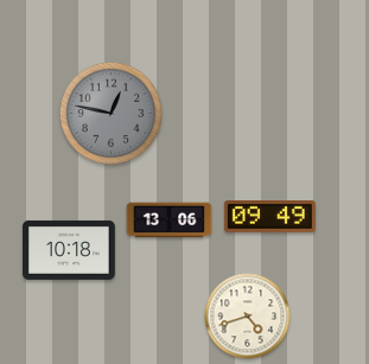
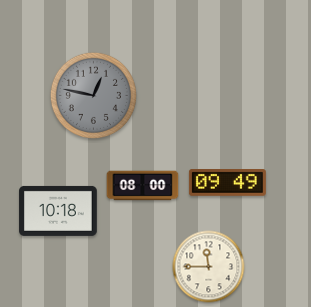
clock at (170, 221): 13:06 -> 08:00
clock at (248, 317): 4:42 -> 11:45
